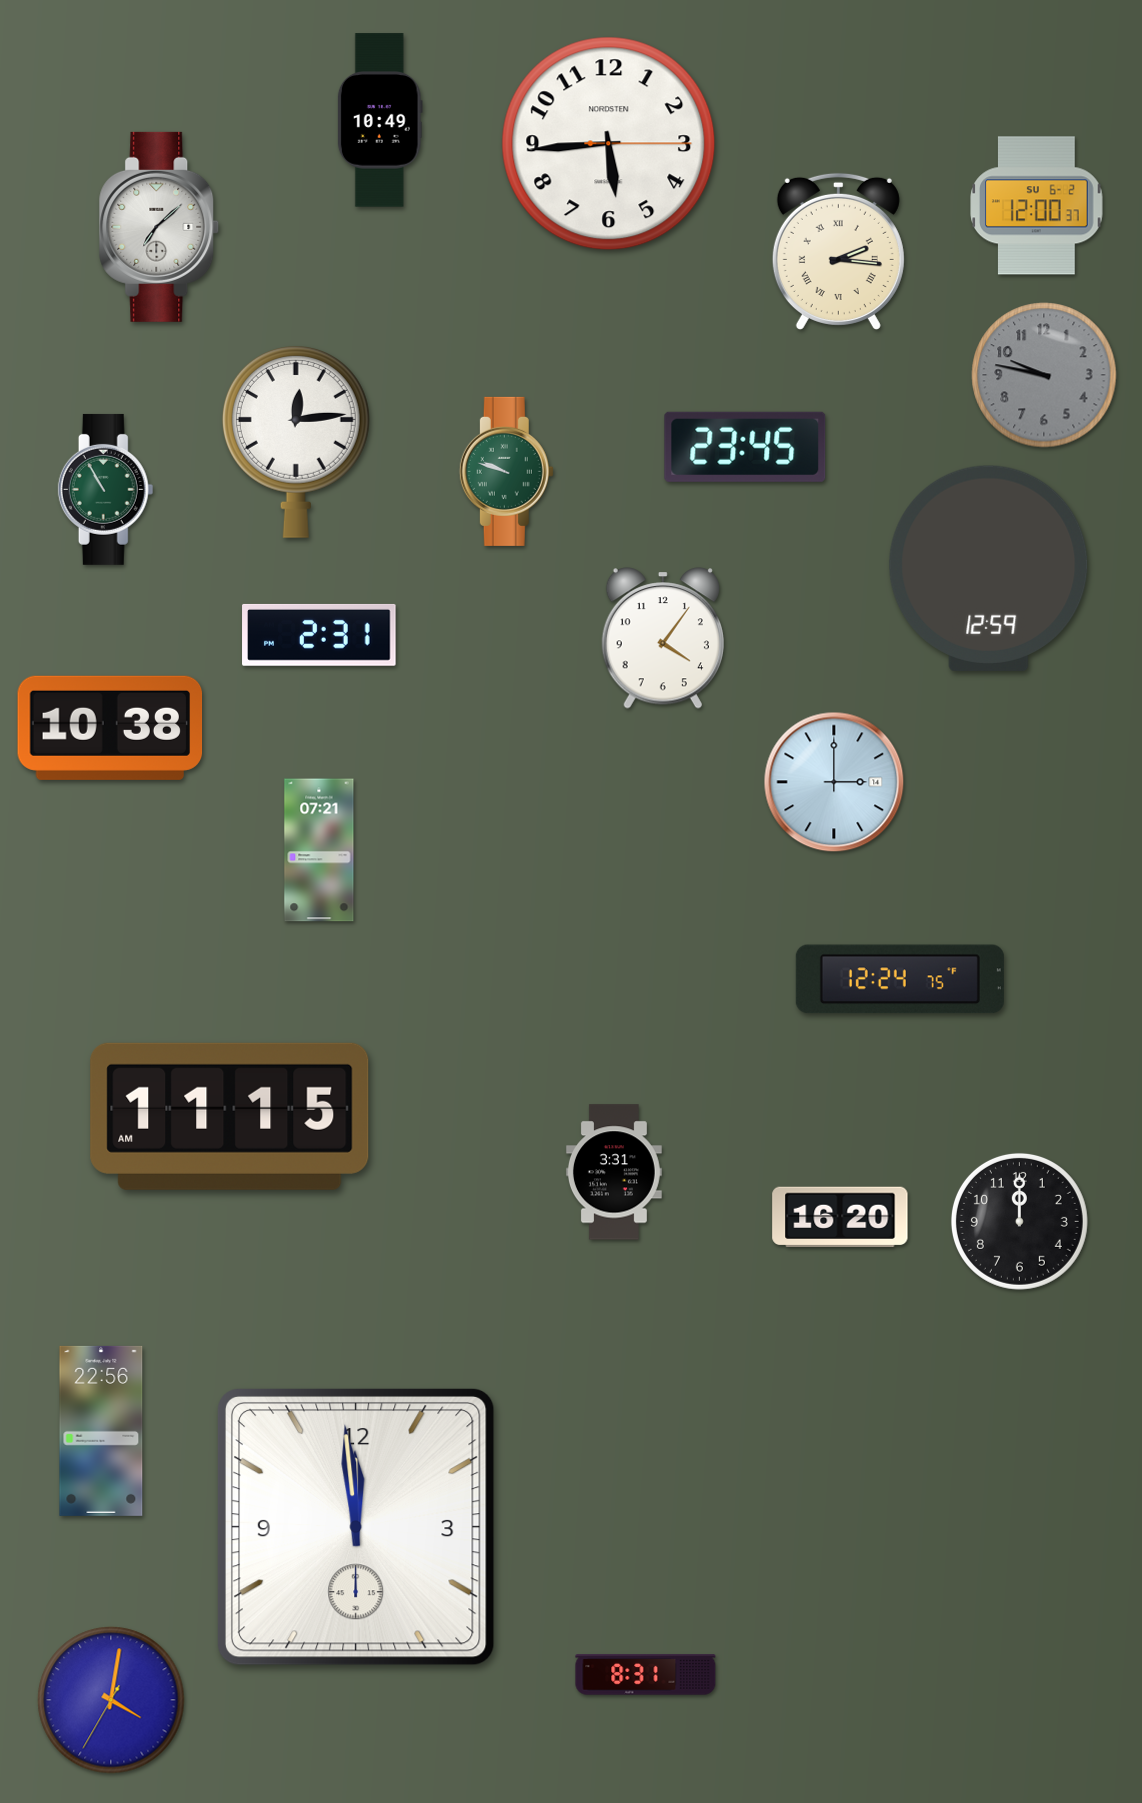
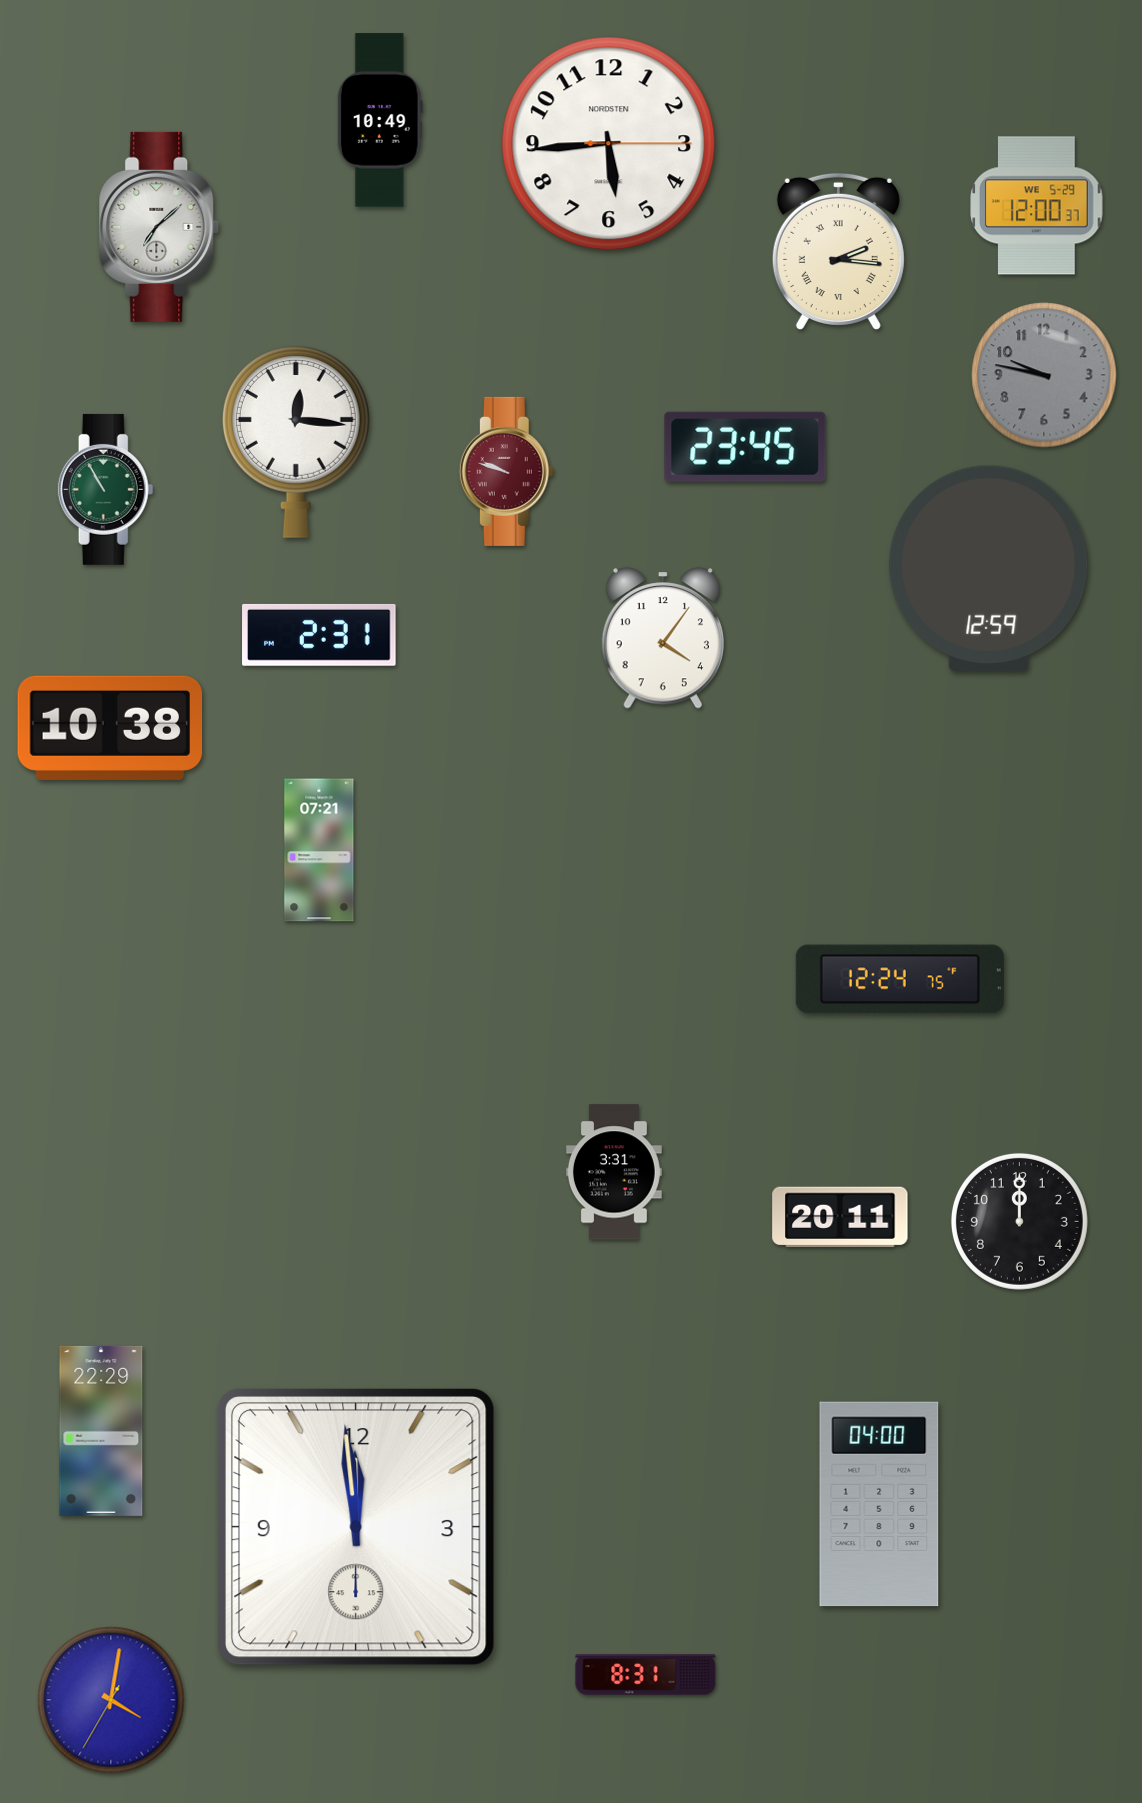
clock at (1037, 206) date: SU 6-2 -> WE 5-29
clock at (296, 441): 12:14 -> 12:16
clock at (506, 471) dial: green -> burgundy
clock at (834, 782): 3:00 -> none
clock at (230, 1116): 11:15 -> none
clock at (840, 1216): 16:20 -> 20:11
clock at (101, 1431): 22:56 -> 22:29
clock at (879, 1504): none -> 04:00
